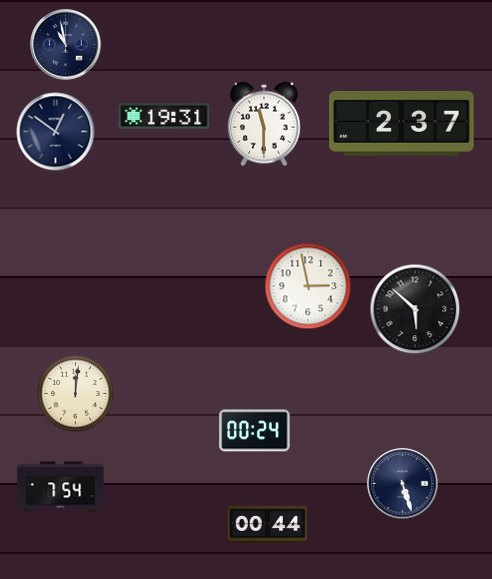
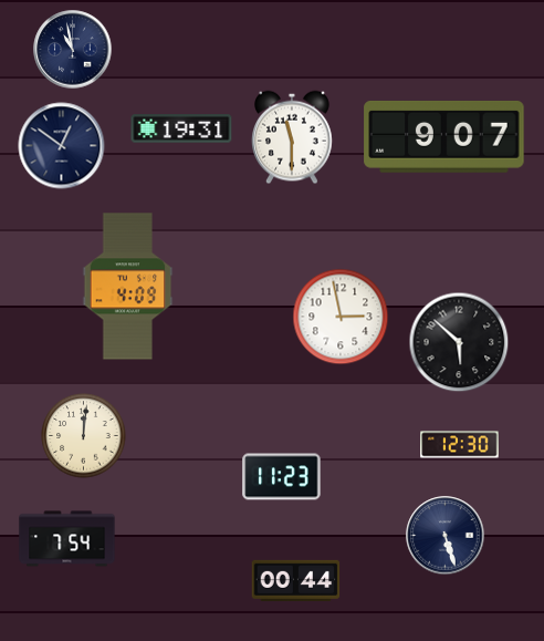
clock at (402, 123): 2:37 -> 9:07
clock at (128, 287): none -> 4:09
clock at (460, 445): none -> 12:30
clock at (255, 431): 00:24 -> 11:23
